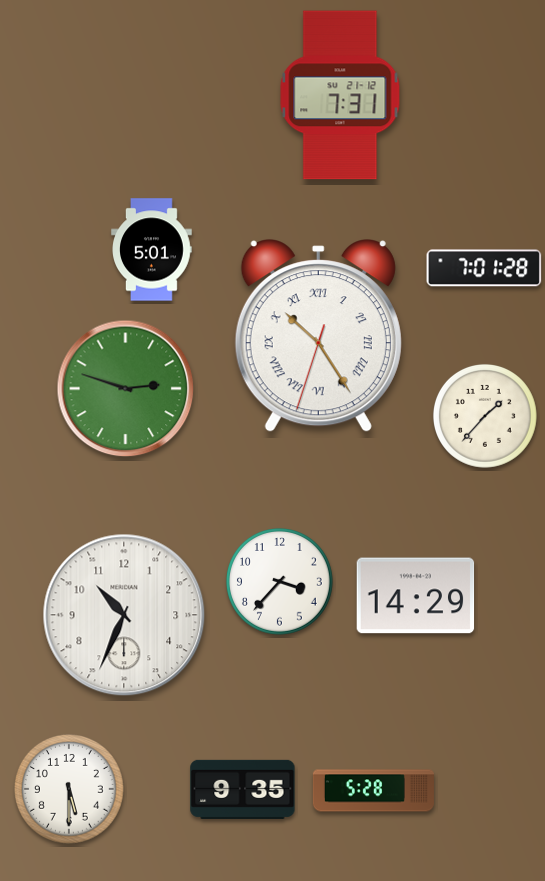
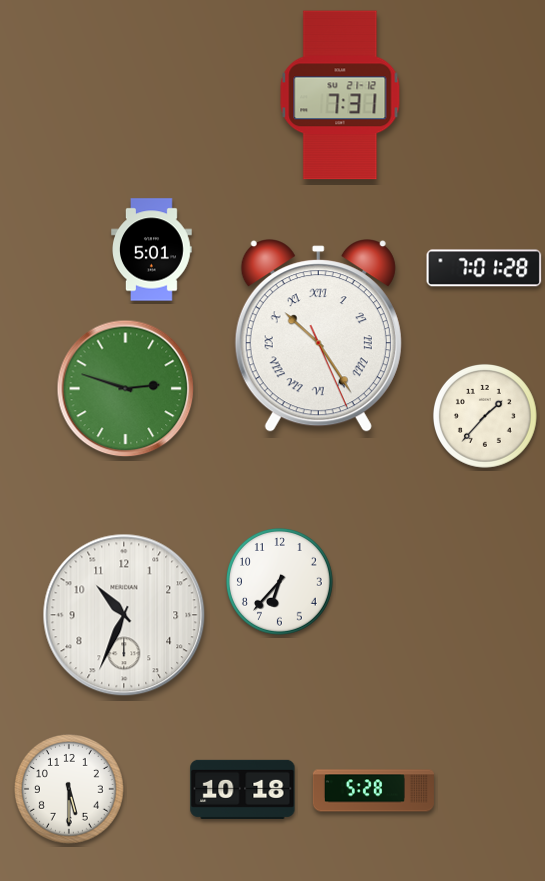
clock at (318, 336): 10:24:33 -> 10:24:26
clock at (280, 582): 3:37 -> 6:37
clock at (416, 596): 14:29 -> none
clock at (243, 789): 9:35 -> 10:18
